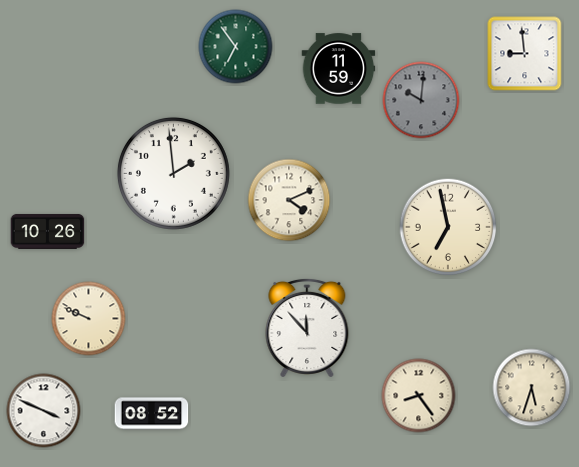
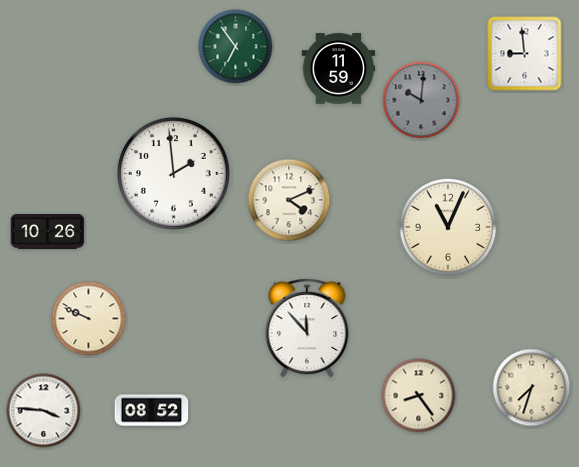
clock at (448, 227): 6:58 -> 11:04
clock at (532, 388): 5:33 -> 7:33
clock at (44, 411): 3:49 -> 3:46
clock at (152, 414) position: (152, 414) -> (152, 411)
